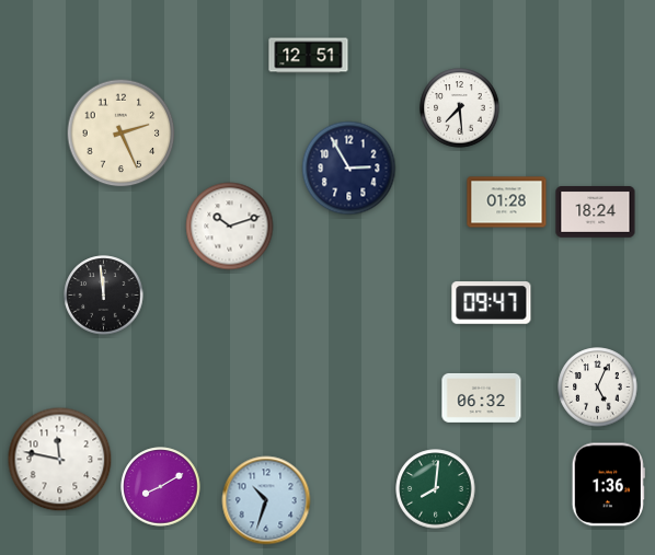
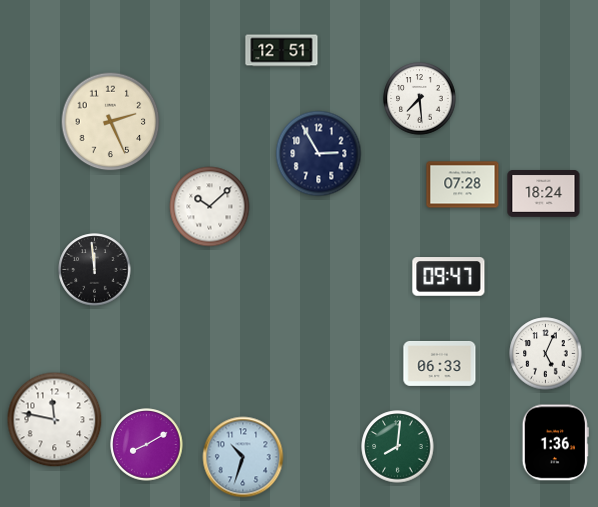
clock at (507, 203): 01:28 -> 07:28
clock at (230, 227): 10:12 -> 10:08
clock at (482, 397): 06:32 -> 06:33
